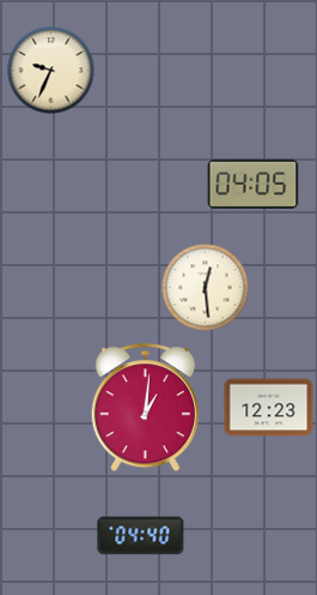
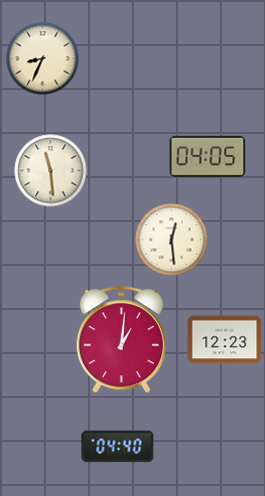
clock at (51, 71): 9:34 -> 8:34
clock at (254, 184) position: (254, 184) -> (208, 156)
clock at (51, 171): none -> 11:29
